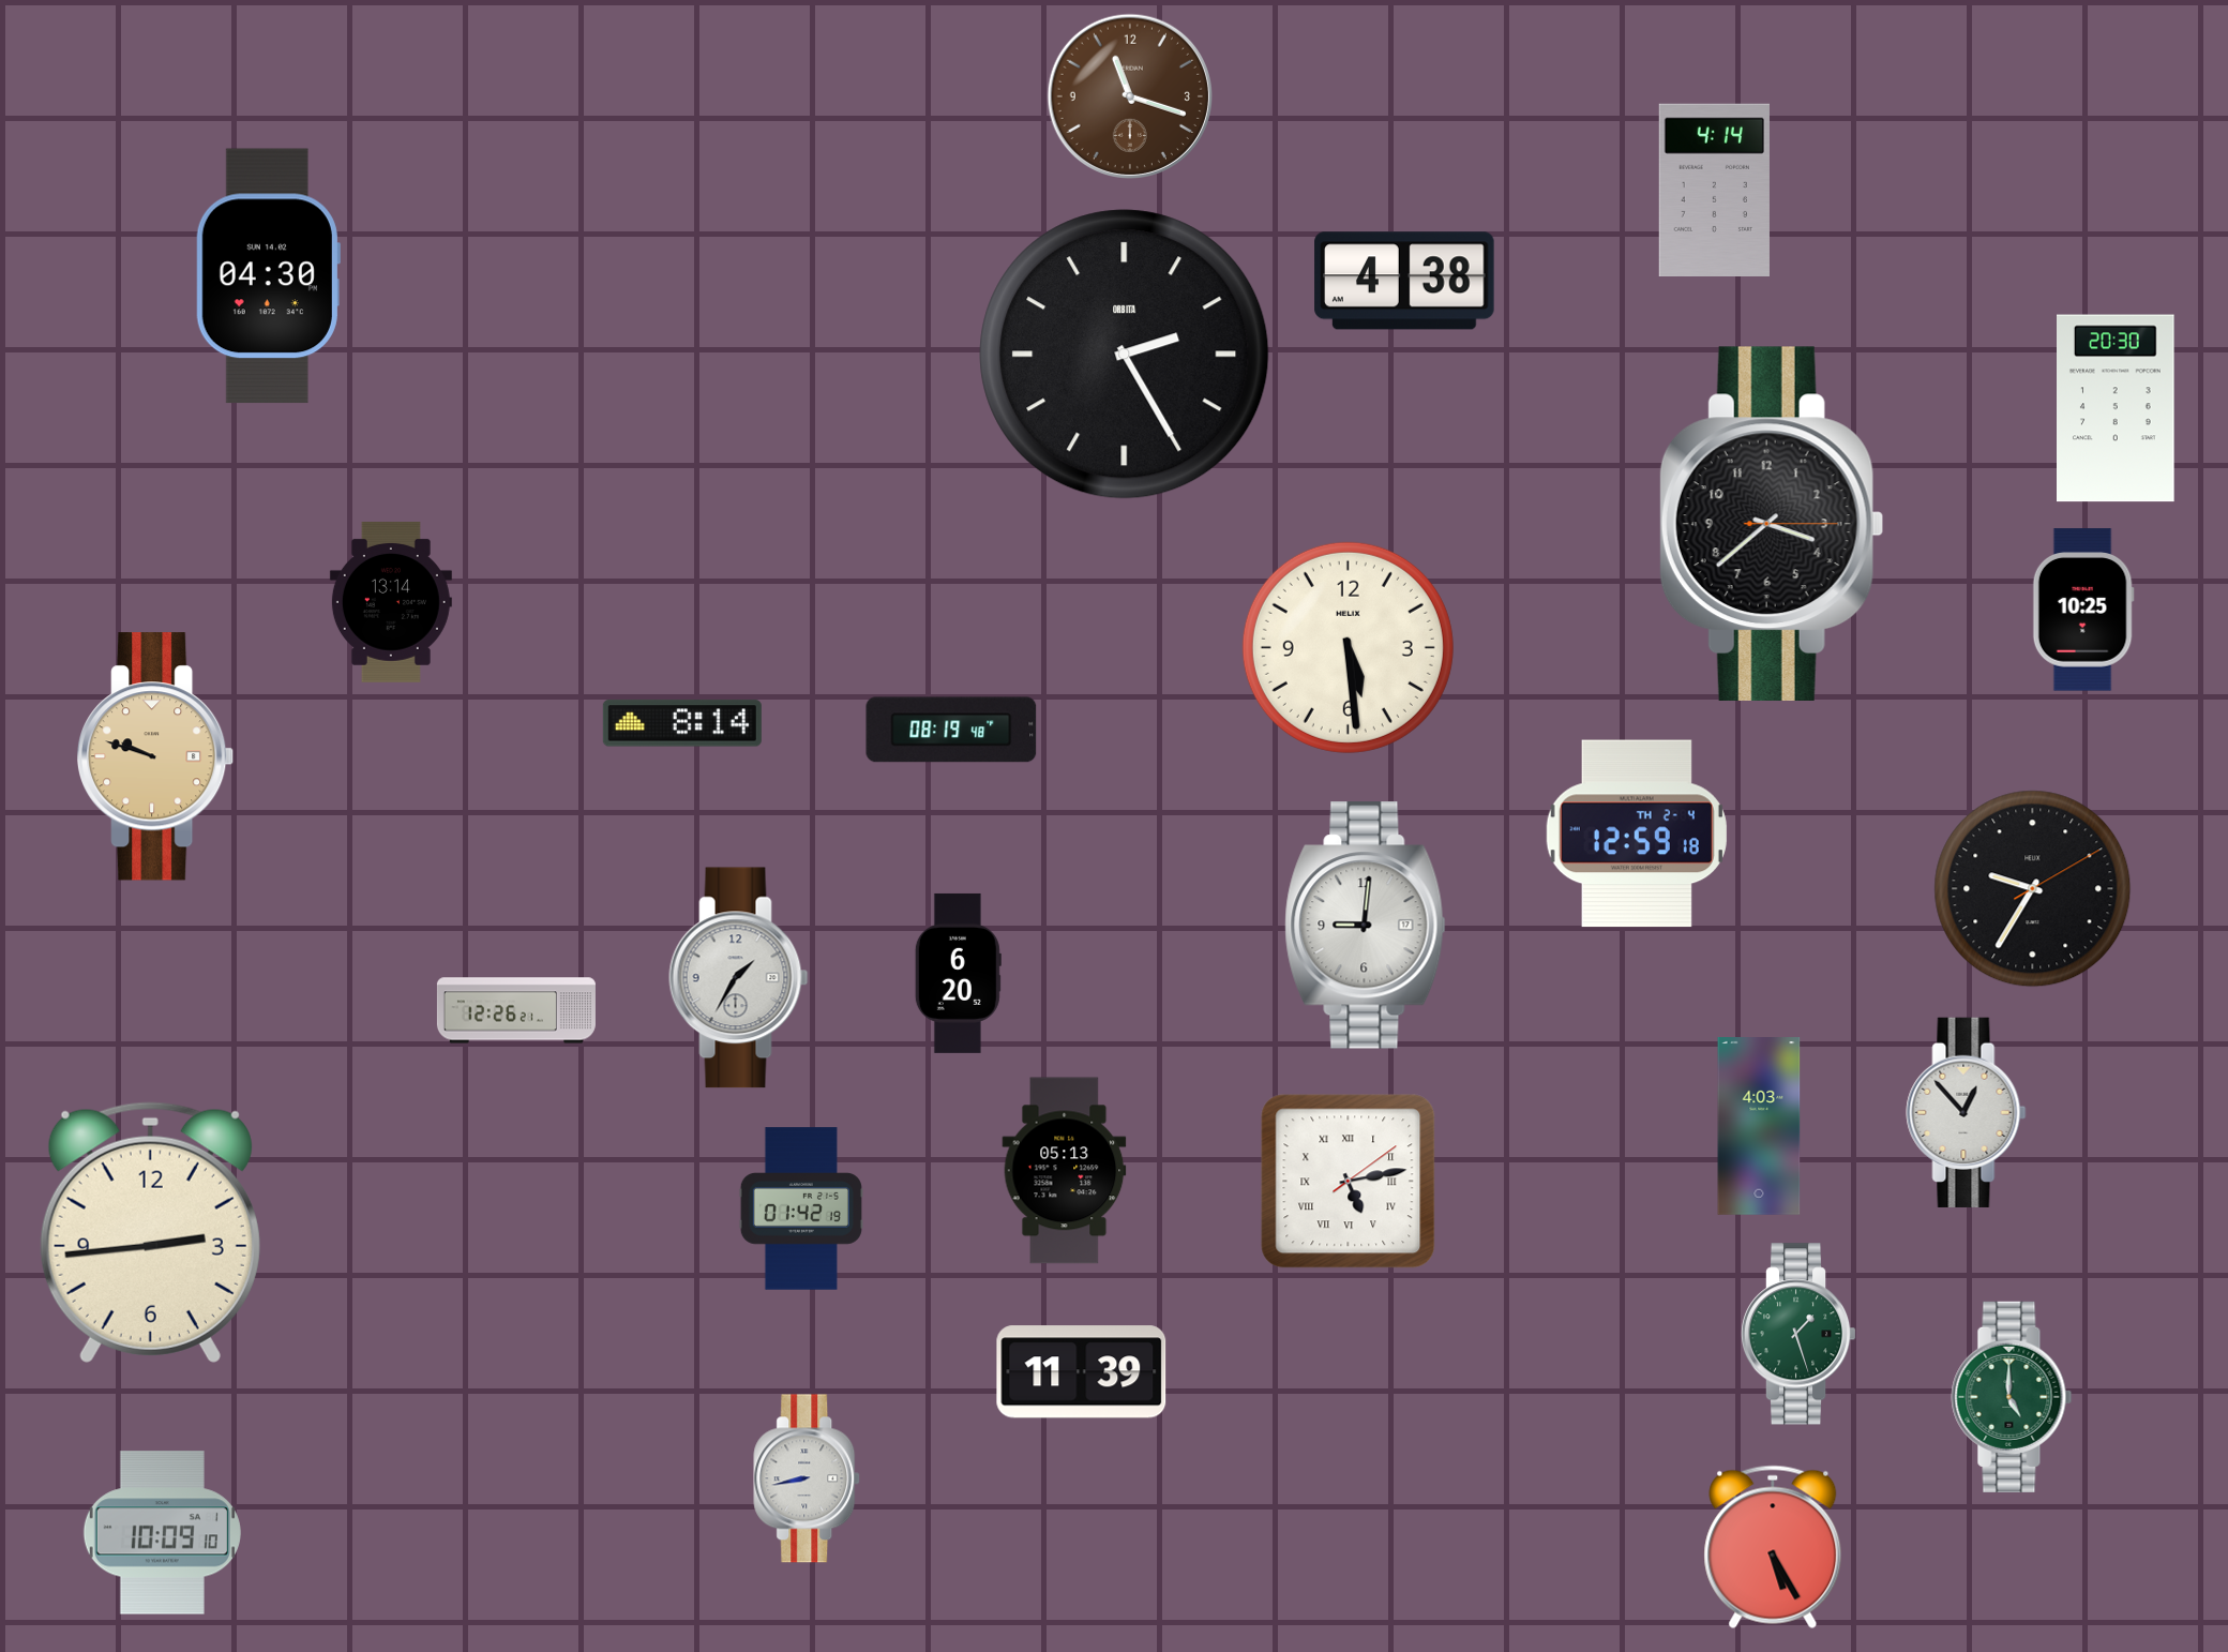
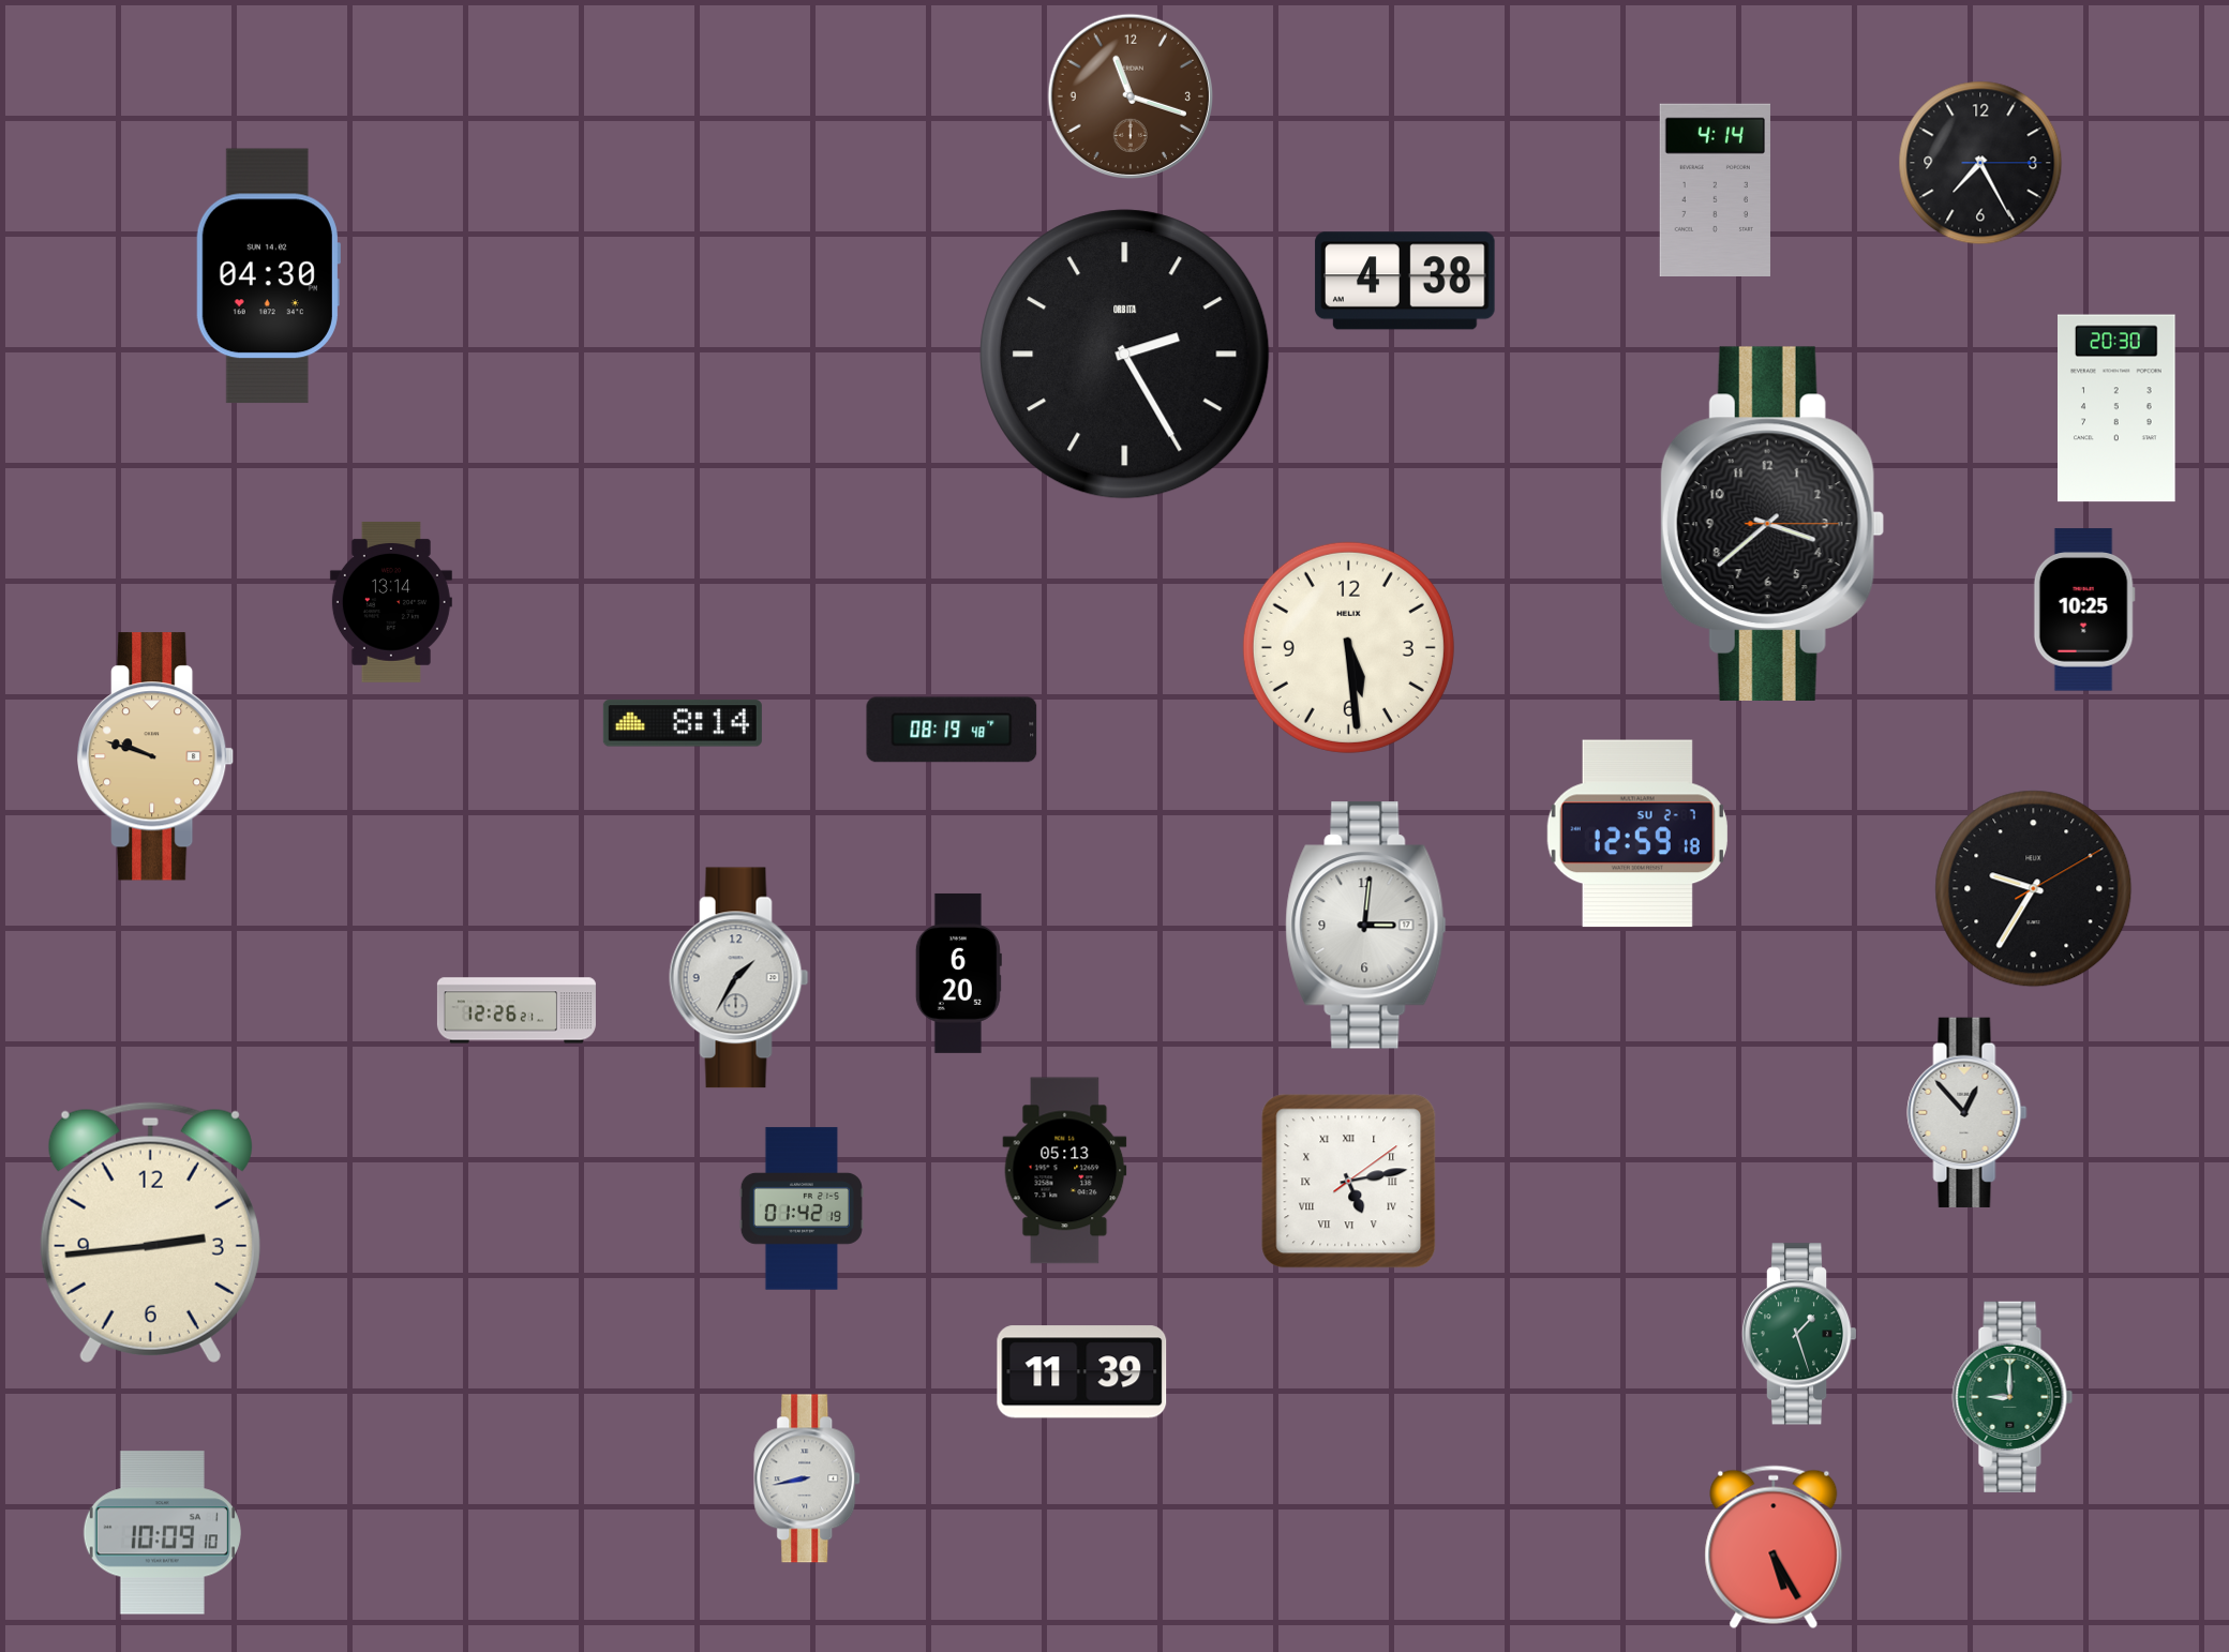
clock at (1980, 163): none -> 7:25
clock at (1637, 833) date: TH 2-4 -> SU 2-7
clock at (1366, 926): 9:01 -> 3:01
clock at (1759, 1127): 4:03 -> none
clock at (2012, 1397): 5:00 -> 9:00
